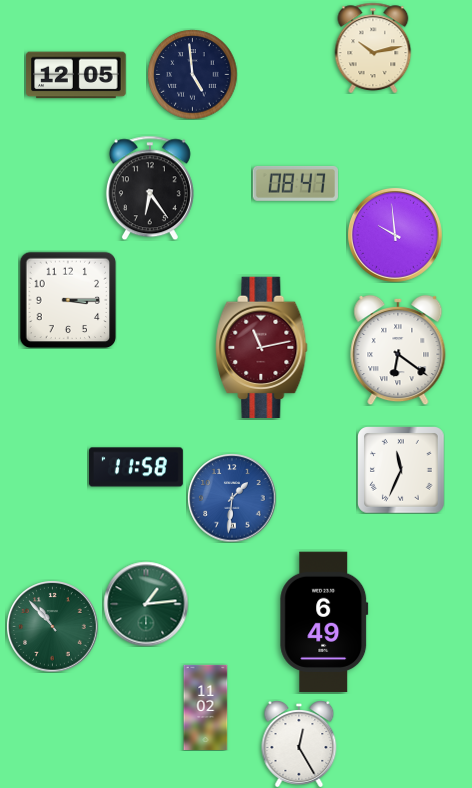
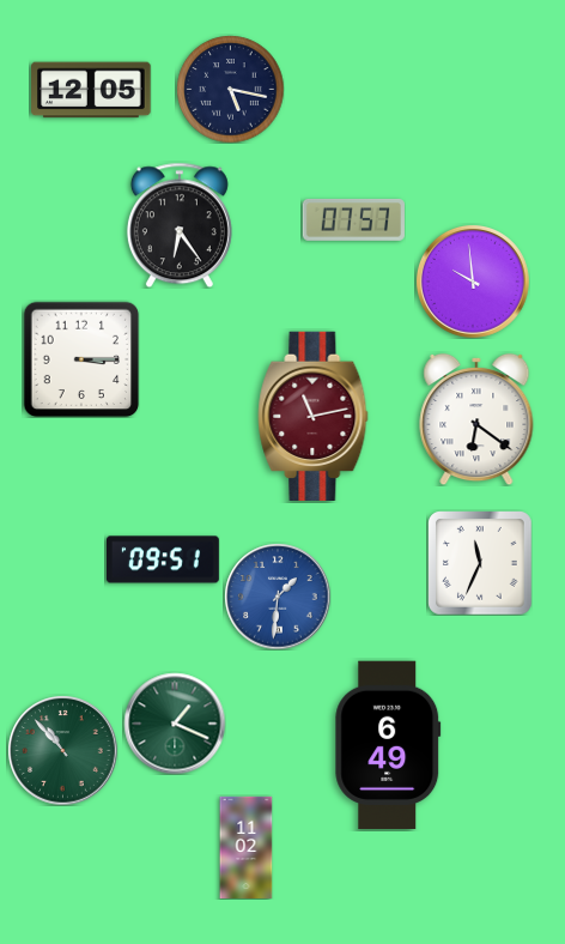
clock at (373, 47): 10:13 -> none
clock at (192, 74): 4:59 -> 5:17
clock at (295, 183): 08:47 -> 07:57
clock at (136, 467): 11:58 -> 09:51
clock at (146, 604): 1:14 -> 1:19
clock at (299, 744): 12:25 -> none
